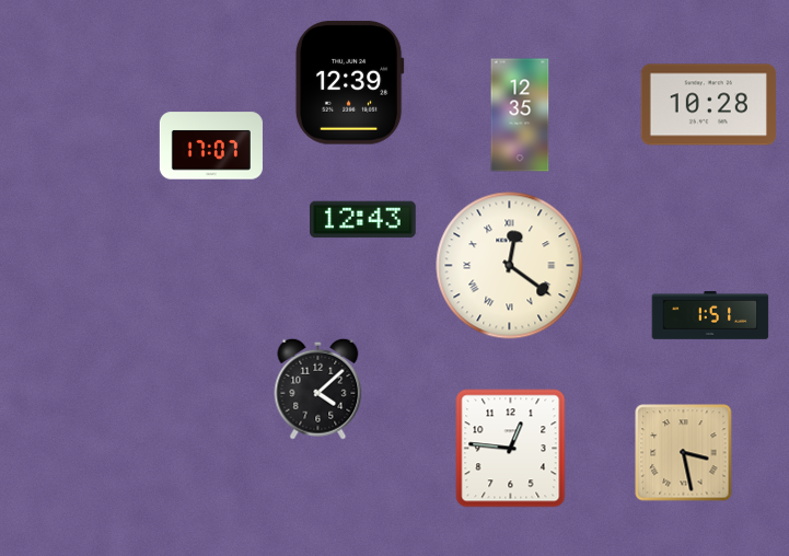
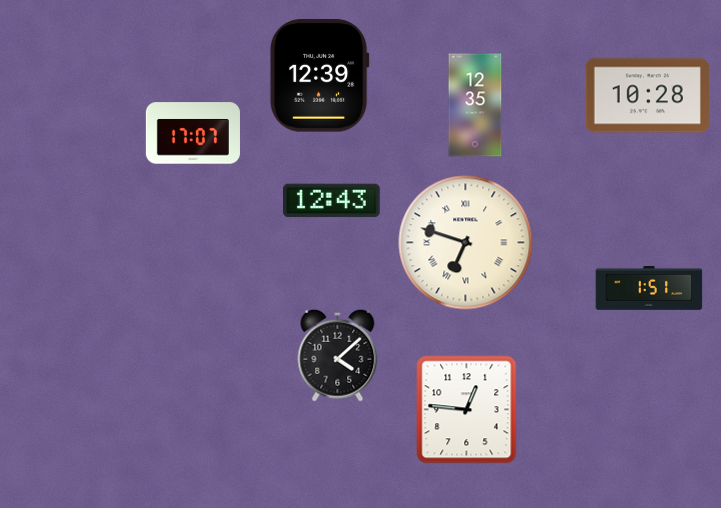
clock at (510, 266): 12:21 -> 6:48
clock at (318, 389) position: (318, 389) -> (338, 355)
clock at (684, 453): 3:28 -> none
